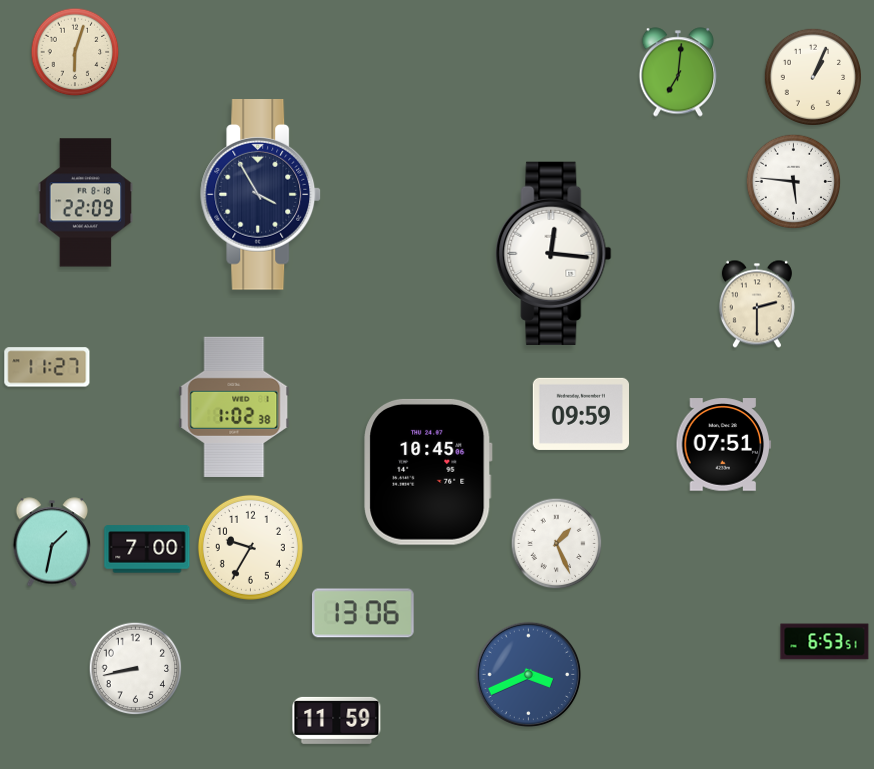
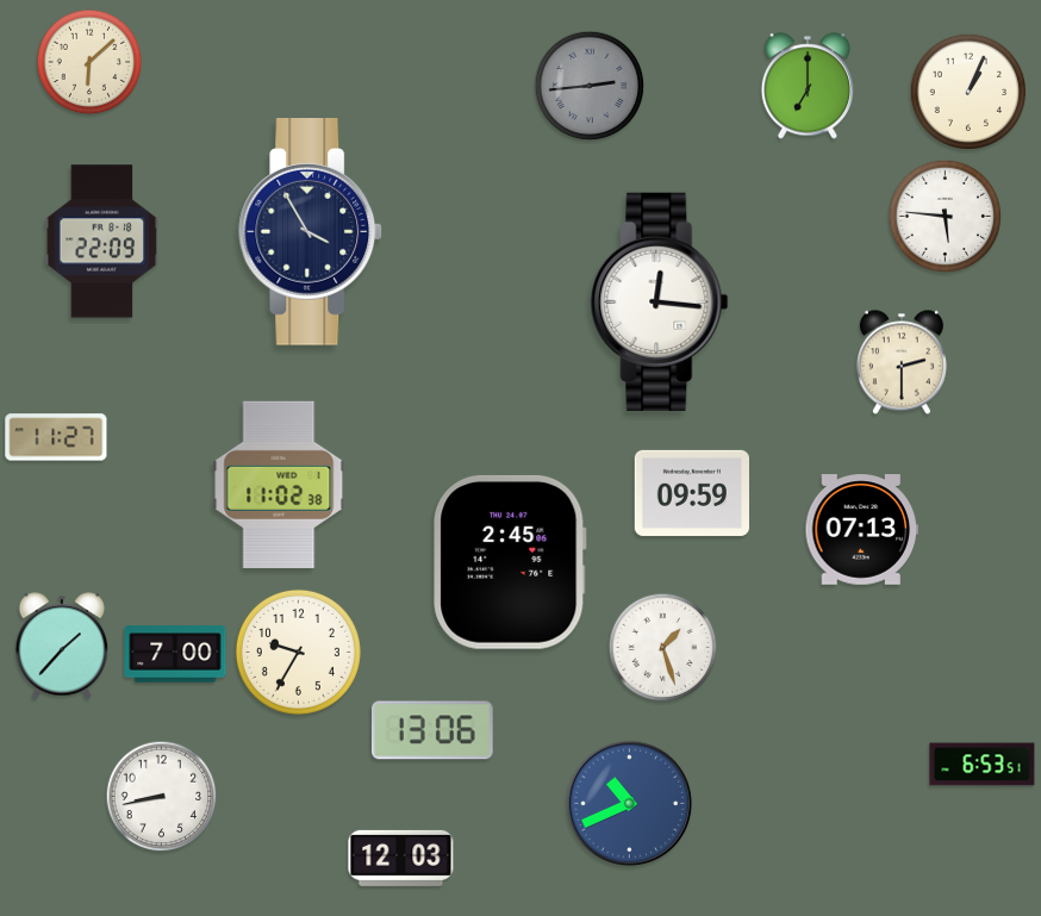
clock at (75, 52): 6:03 -> 6:08
clock at (590, 86): none -> 2:44
clock at (678, 72): 7:01 -> 7:00
clock at (234, 407): 1:02 -> 11:02
clock at (724, 445): 07:51 -> 07:13
clock at (428, 472): 10:45 -> 2:45
clock at (52, 542): 1:32 -> 1:37
clock at (557, 544): 1:26 -> 1:27
clock at (529, 675): 3:41 -> 10:41
clock at (337, 720): 11:59 -> 12:03
